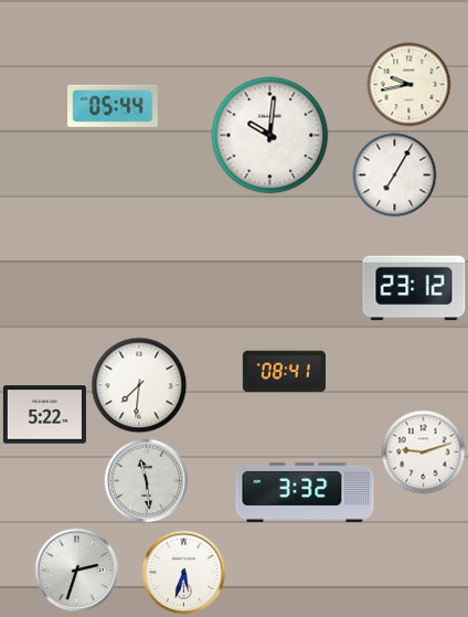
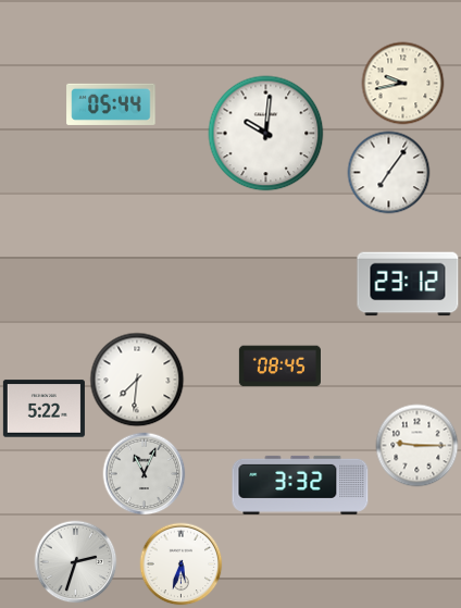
clock at (395, 175): 7:05 -> 7:06
clock at (284, 372): 08:41 -> 08:45
clock at (424, 453): 9:12 -> 9:15
clock at (147, 481): 11:29 -> 11:04
